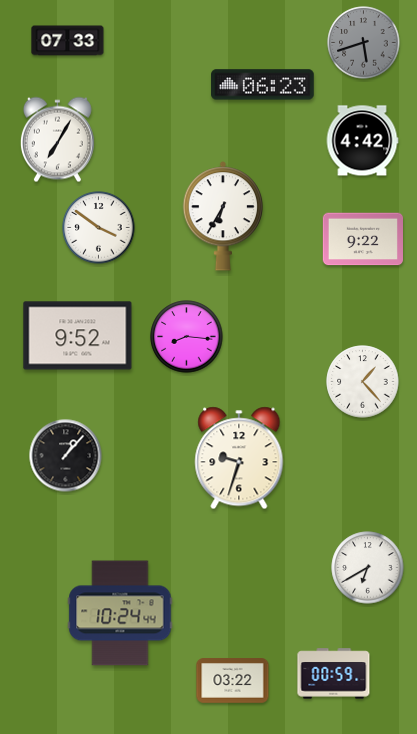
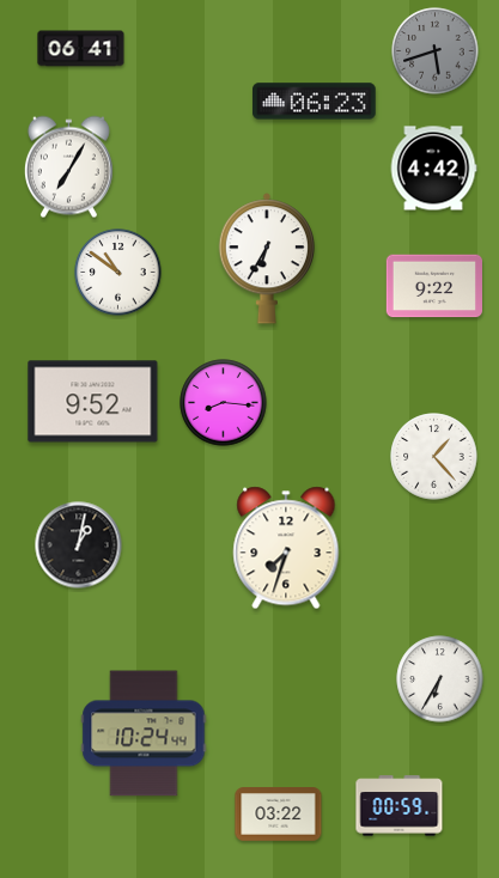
clock at (68, 41): 07:33 -> 06:41
clock at (99, 228): 3:51 -> 10:51
clock at (66, 456): 1:07 -> 1:02
clock at (239, 458): 9:33 -> 7:33
clock at (368, 568): 6:40 -> 6:35
